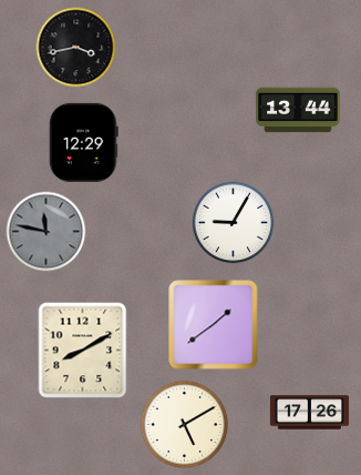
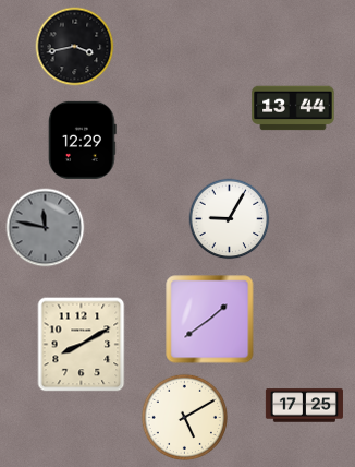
clock at (309, 413): 17:26 -> 17:25
clock at (184, 424) position: (184, 424) -> (184, 417)
